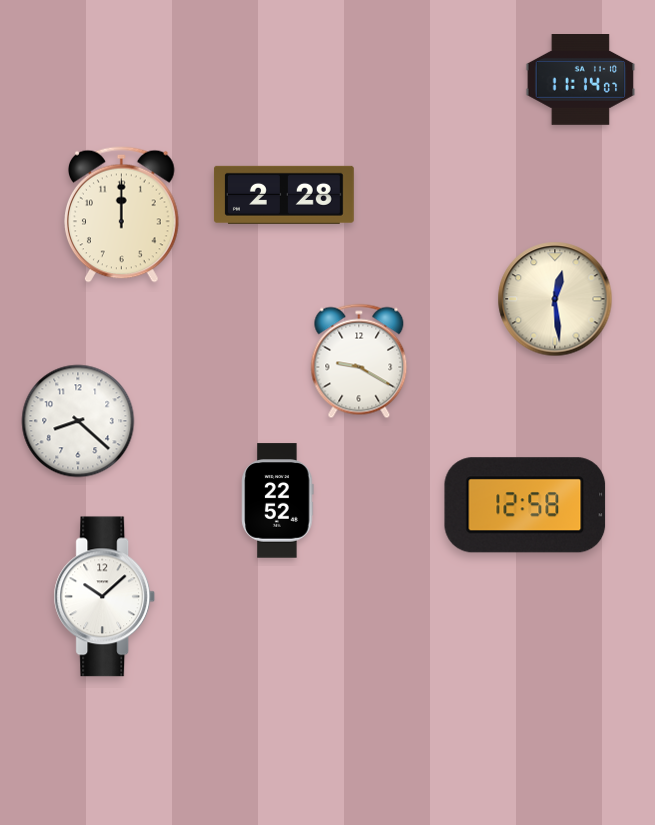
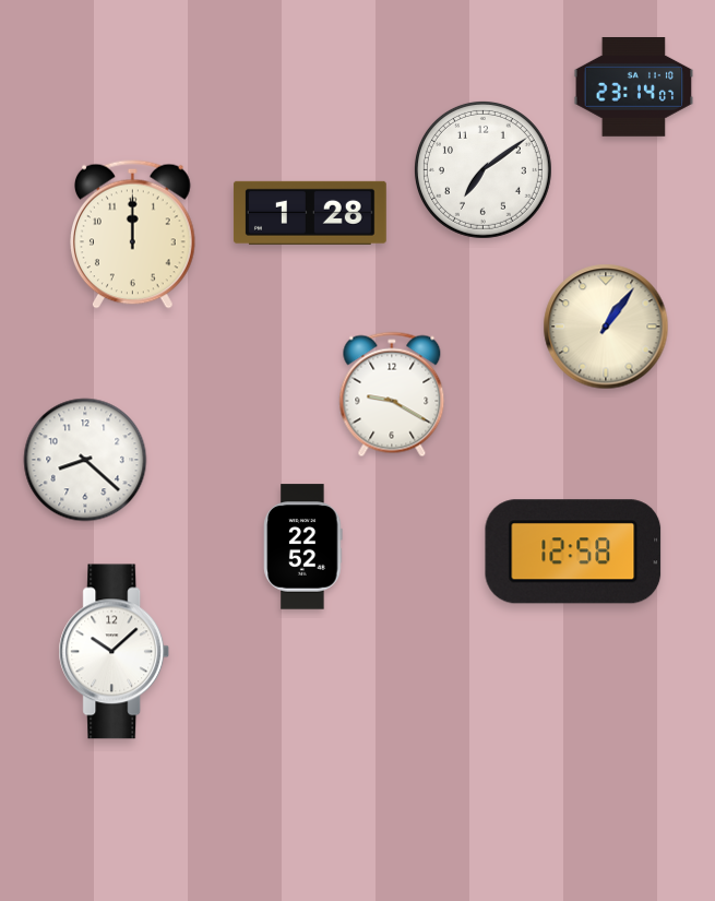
clock at (581, 80): 11:14 -> 23:14
clock at (482, 169): none -> 7:09
clock at (284, 195): 2:28 -> 1:28
clock at (555, 299): 12:29 -> 1:06
